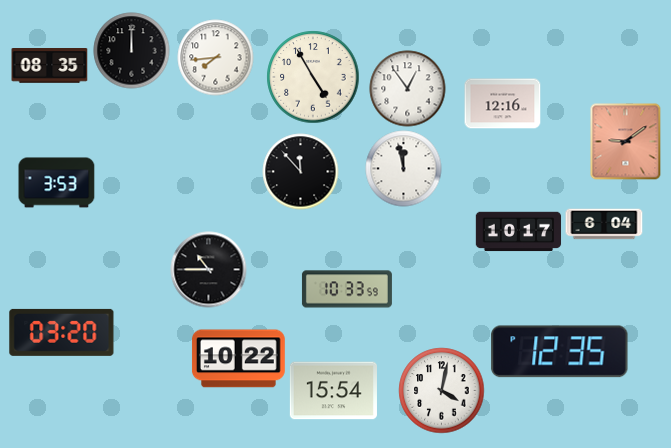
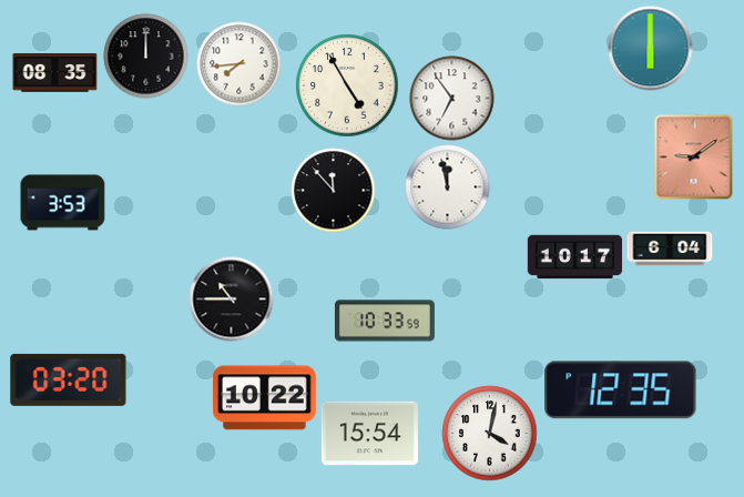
clock at (651, 49): none -> 6:00
clock at (408, 89): 12:54 -> 6:54
clock at (503, 104): 12:16 -> none
clock at (62, 332) position: (62, 332) -> (69, 379)
